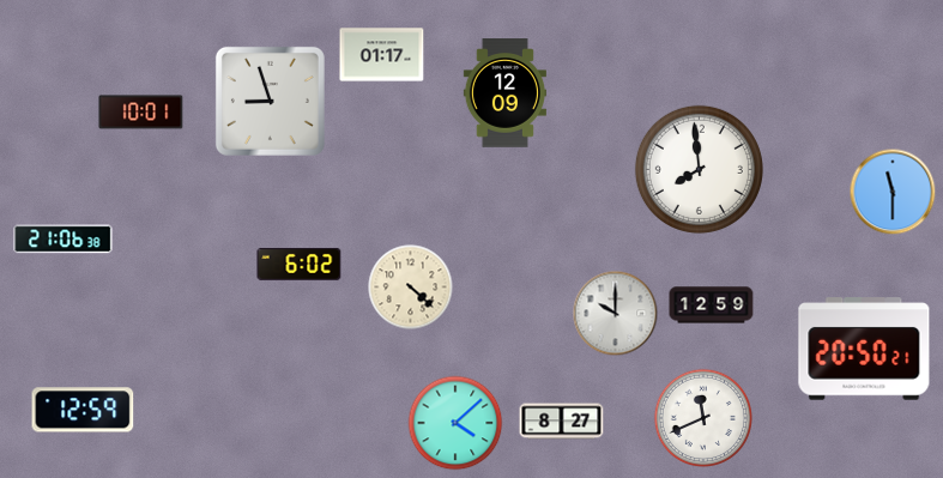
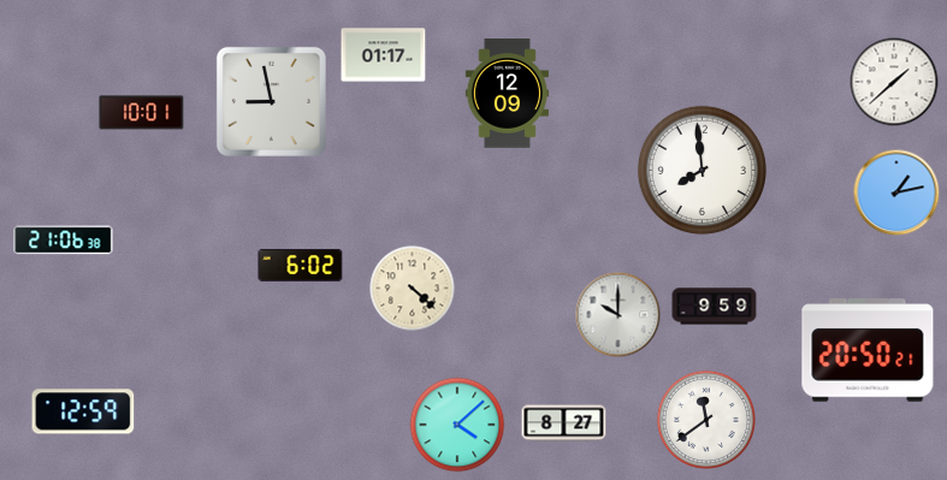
clock at (894, 82): none -> 1:38
clock at (270, 101): 8:57 -> 8:58
clock at (893, 192): 11:30 -> 1:13
clock at (712, 305): 12:59 -> 9:59
clock at (703, 418): 11:41 -> 11:39
